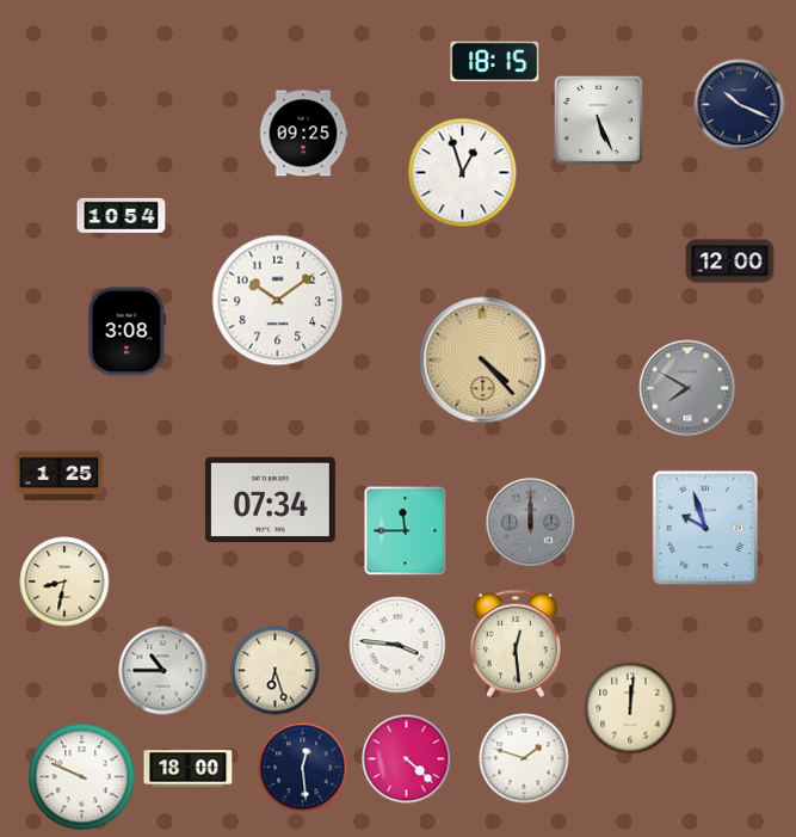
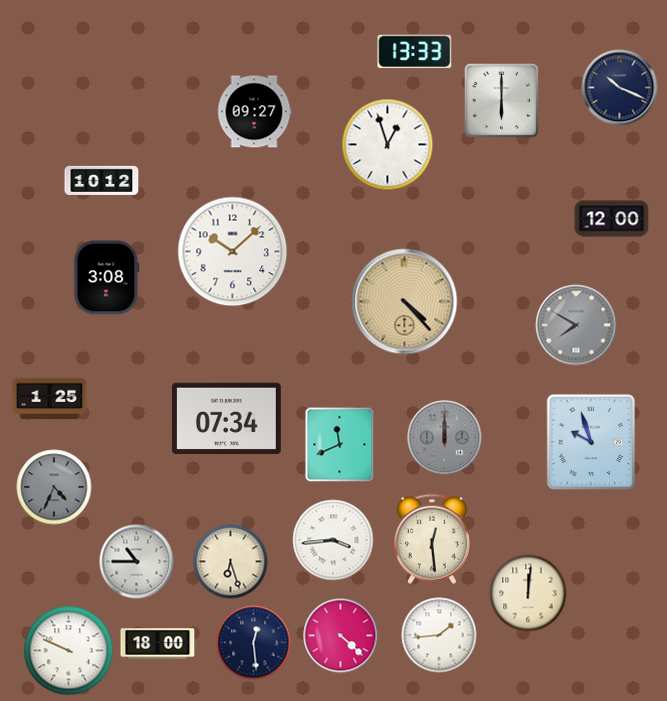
clock at (495, 62): 18:15 -> 13:33
clock at (598, 119): 5:26 -> 6:00
clock at (303, 134): 09:25 -> 09:27
clock at (122, 215): 10:54 -> 10:12
clock at (278, 301): 10:09 -> 10:08
clock at (406, 531): 11:45 -> 11:41
clock at (64, 581): 8:32 -> 4:34
clock at (64, 581) dial: cream -> grey
clock at (397, 645): 3:46 -> 3:44
clock at (524, 758): 1:48 -> 1:44
